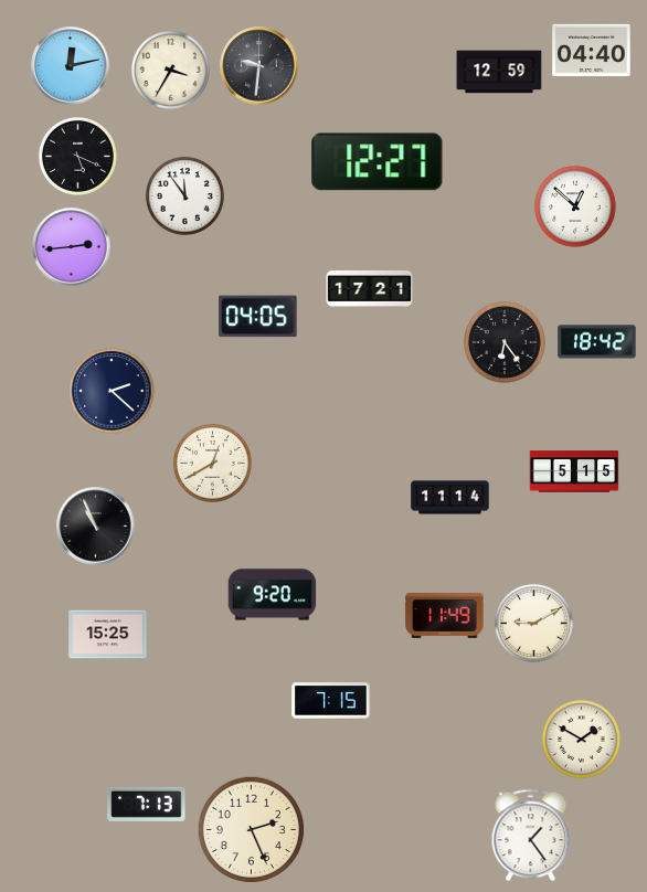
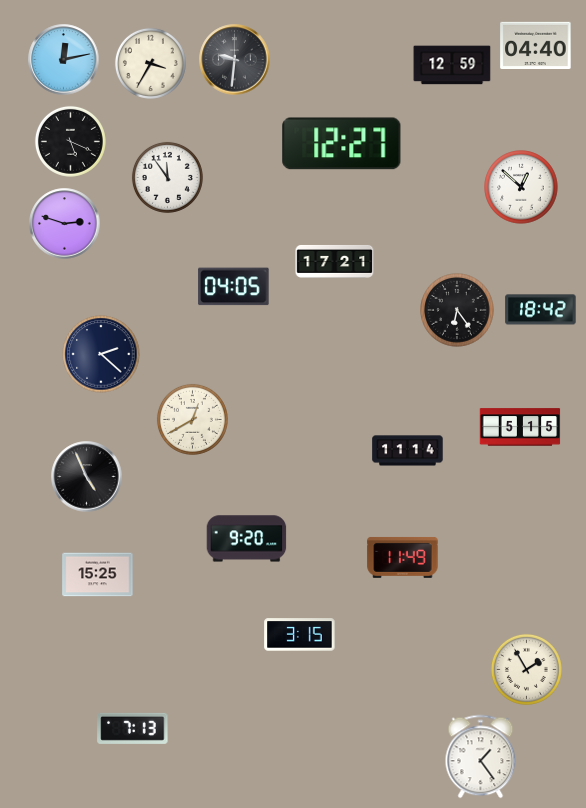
clock at (170, 70) position: (170, 70) -> (150, 63)
clock at (378, 162) position: (378, 162) -> (342, 144)
clock at (72, 247): 2:44 -> 2:48
clock at (96, 527): 10:56 -> 4:56
clock at (533, 623): 9:10 -> none
clock at (331, 701): 7:15 -> 3:15
clock at (581, 739): 1:50 -> 1:55
clock at (251, 829): 2:26 -> none
